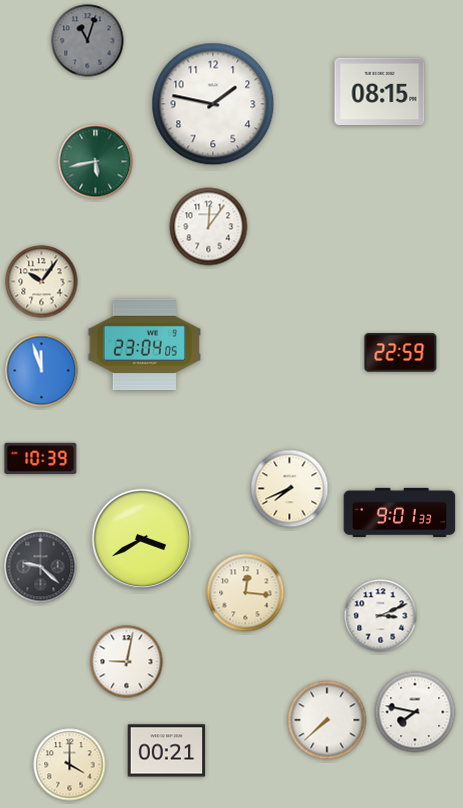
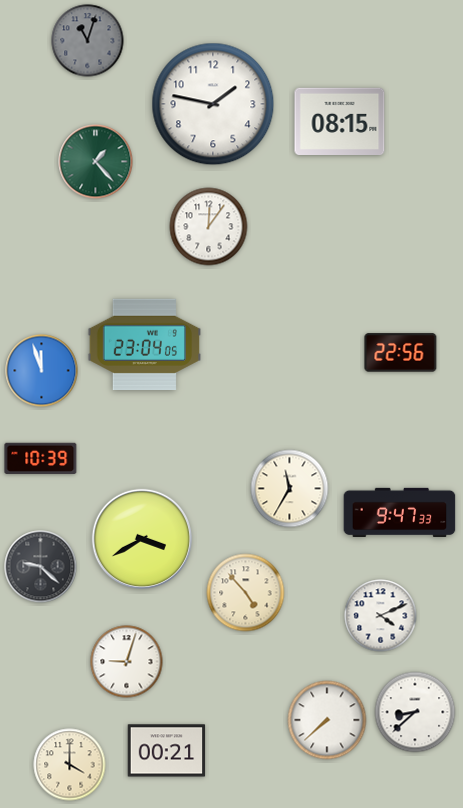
clock at (380, 91) position: (380, 91) -> (340, 121)
clock at (96, 162): 5:43 -> 1:23
clock at (42, 282): 10:06 -> none
clock at (401, 353): 22:59 -> 22:56
clock at (290, 489): 7:41 -> 11:35
clock at (400, 513): 9:01 -> 9:47
clock at (246, 593): 12:16 -> 4:53
clock at (381, 616): 3:11 -> 4:11
clock at (127, 662): 9:02 -> 9:03
clock at (415, 712): 7:47 -> 8:38
